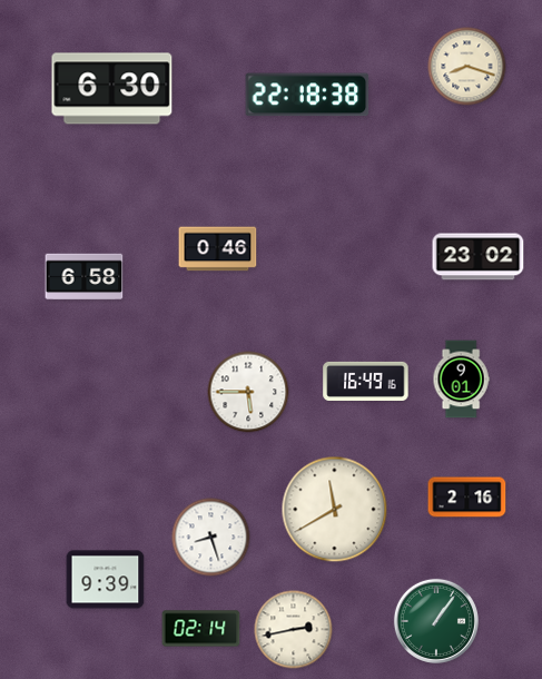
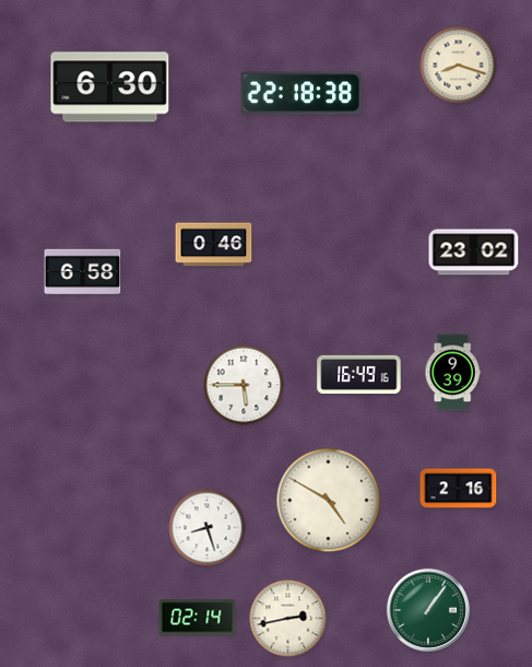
clock at (479, 257) position: (479, 257) -> (474, 253)
clock at (461, 380): 9:01 -> 9:39
clock at (335, 510): 11:40 -> 4:50
clock at (106, 580): 9:39 -> none
